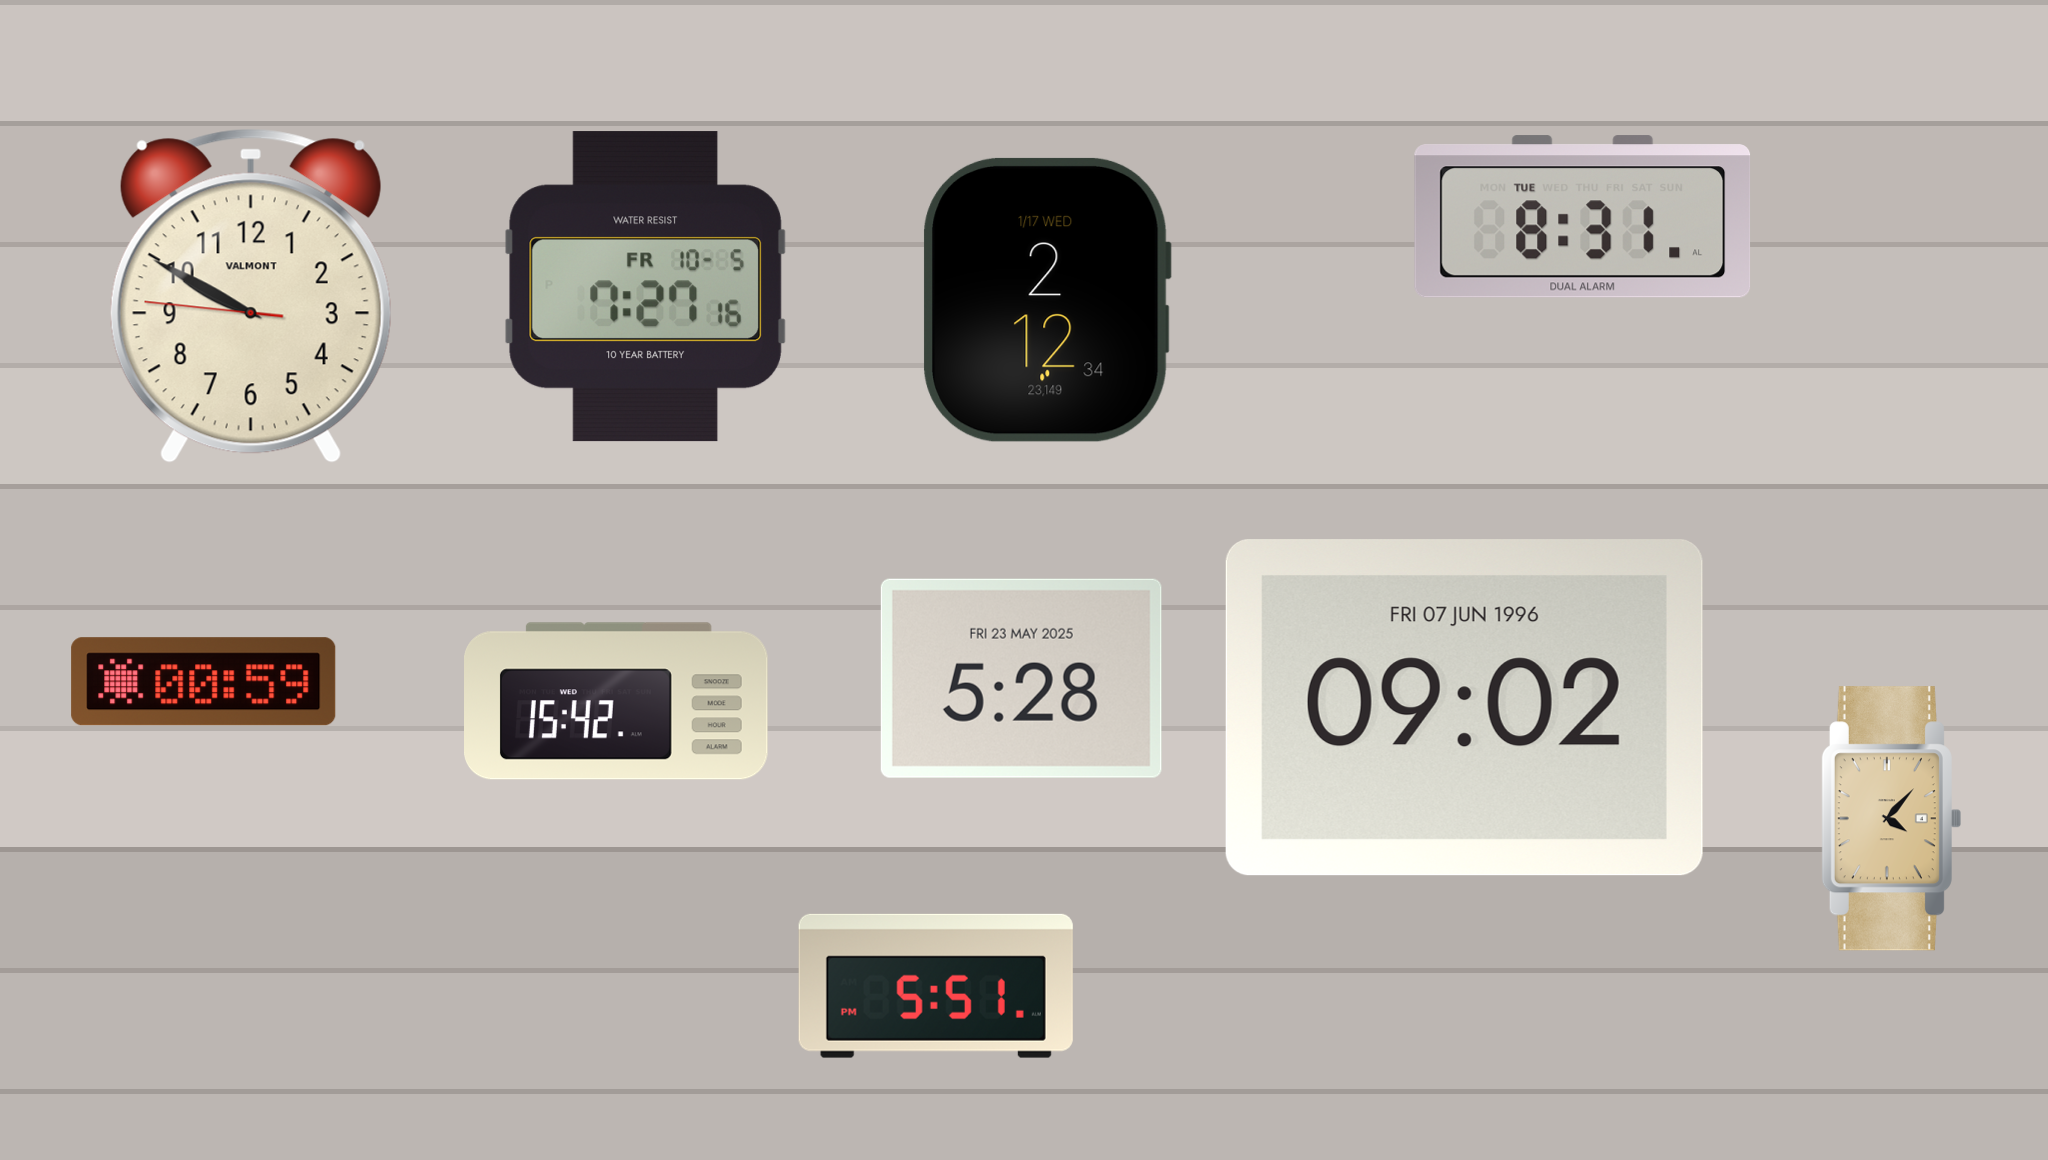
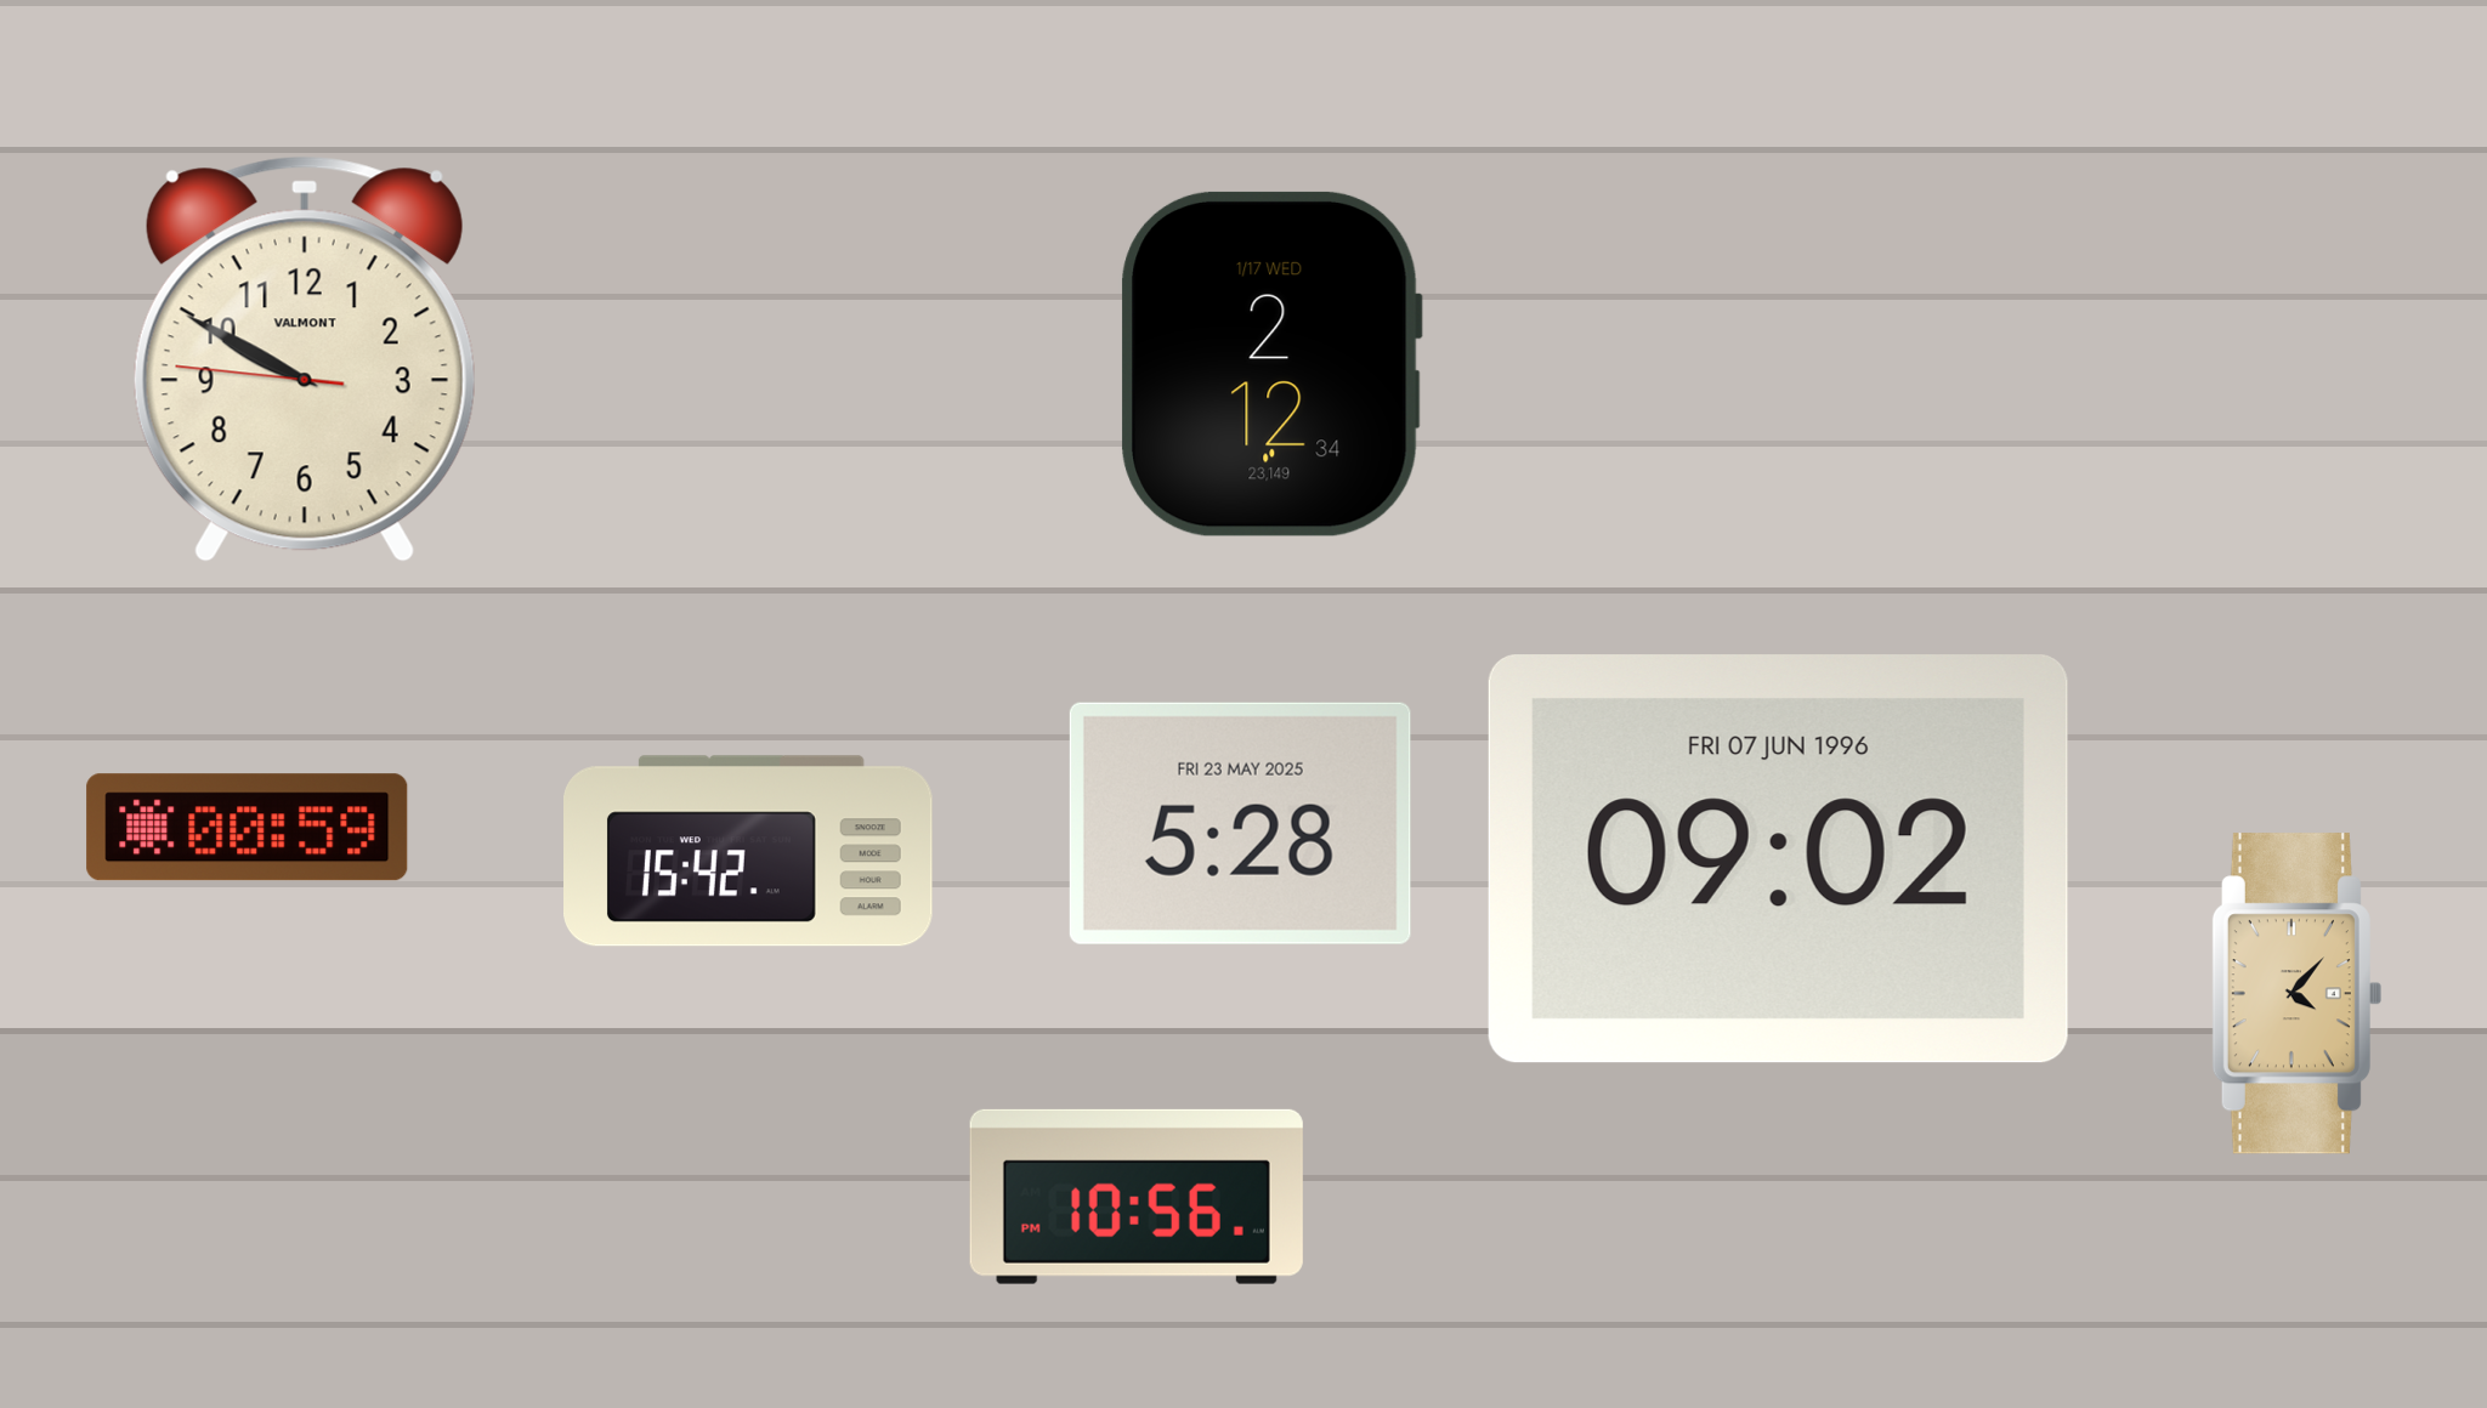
clock at (1583, 217): 8:31 -> none
clock at (645, 287): 7:27 -> none
clock at (936, 986): 5:51 -> 10:56
